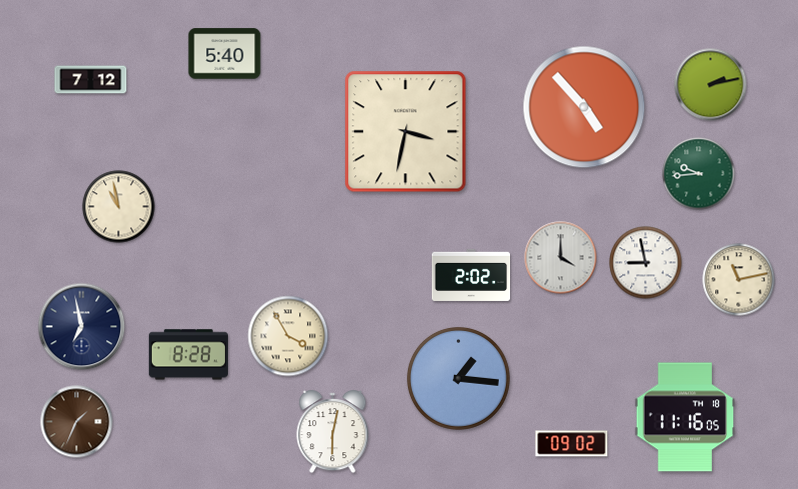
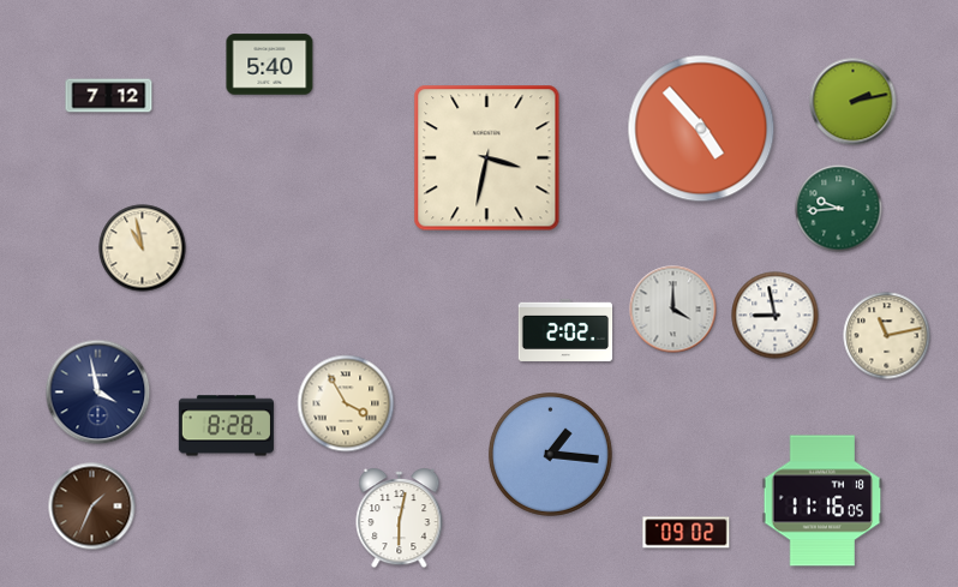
clock at (82, 327): 6:58 -> 3:58
